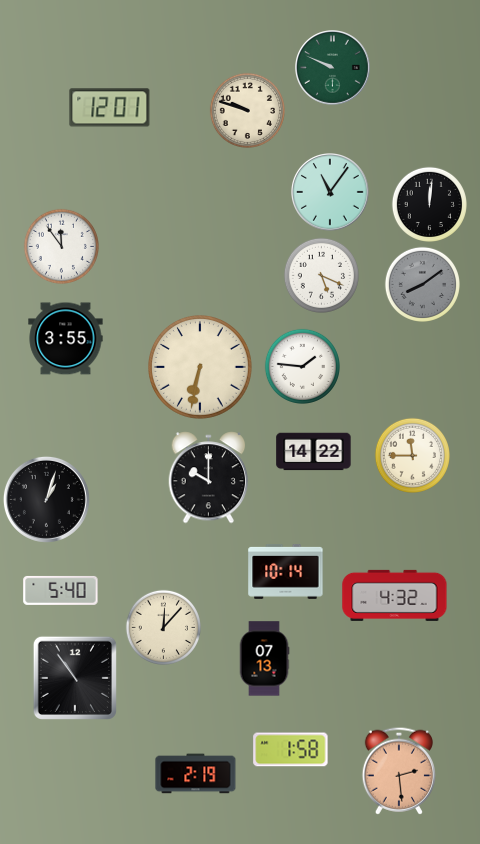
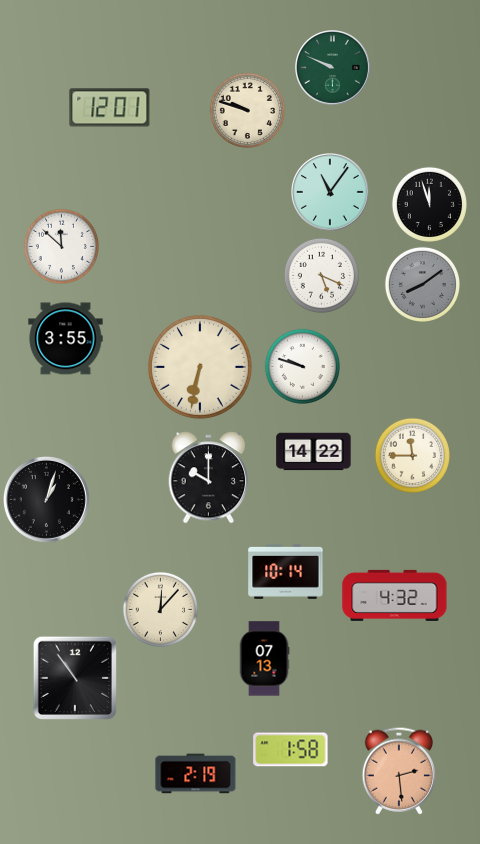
clock at (429, 204): 12:01 -> 11:57
clock at (61, 246): 11:54 -> 11:52
clock at (302, 366): 1:46 -> 9:48
clock at (61, 590): 5:40 -> none
clock at (163, 627) position: (163, 627) -> (160, 609)
